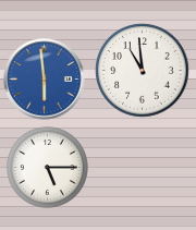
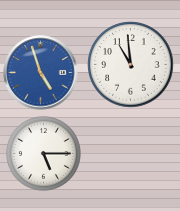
clock at (45, 80): 5:59 -> 4:57
